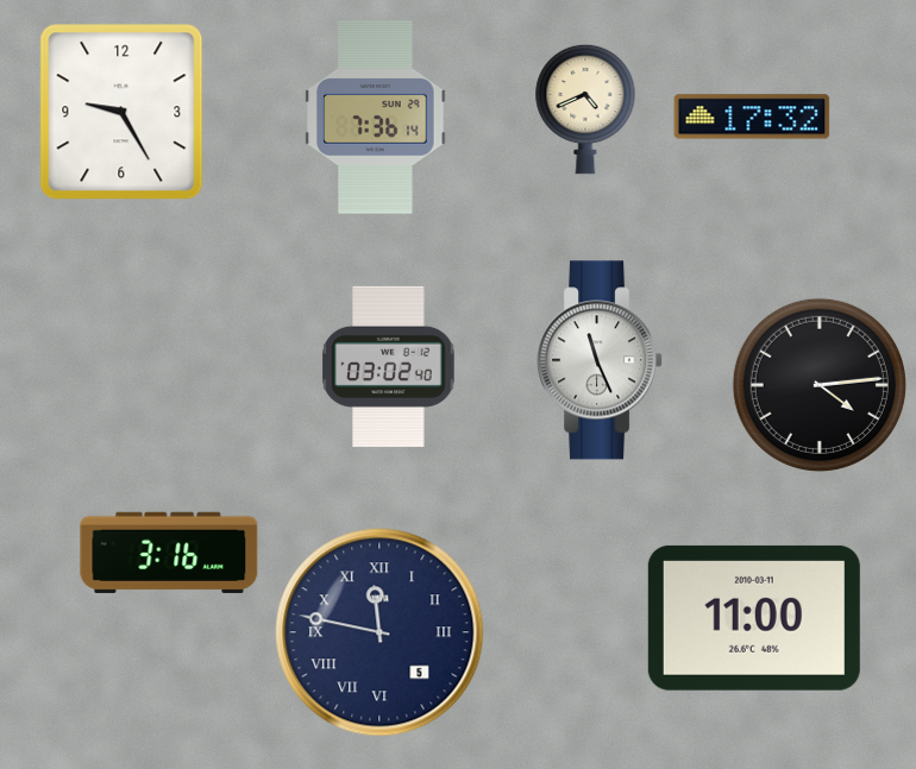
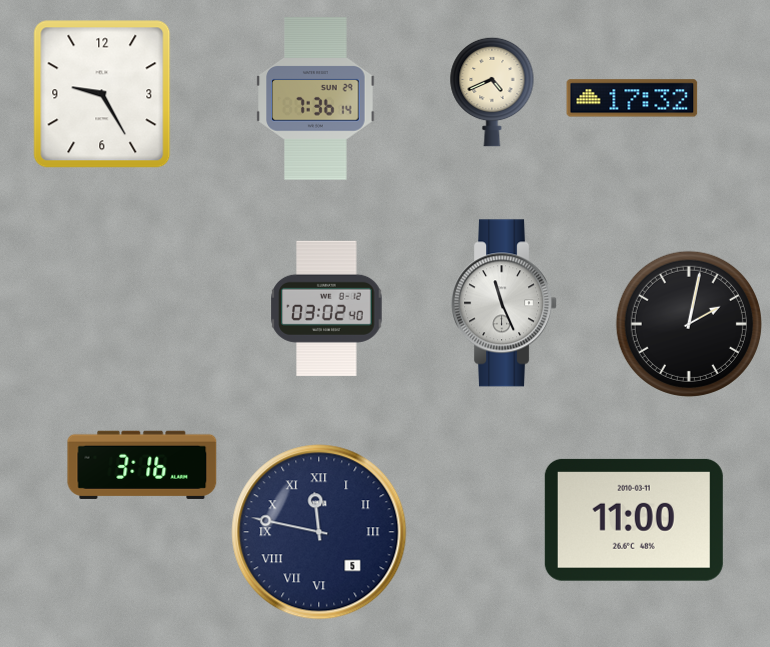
clock at (820, 385): 4:14 -> 2:02
